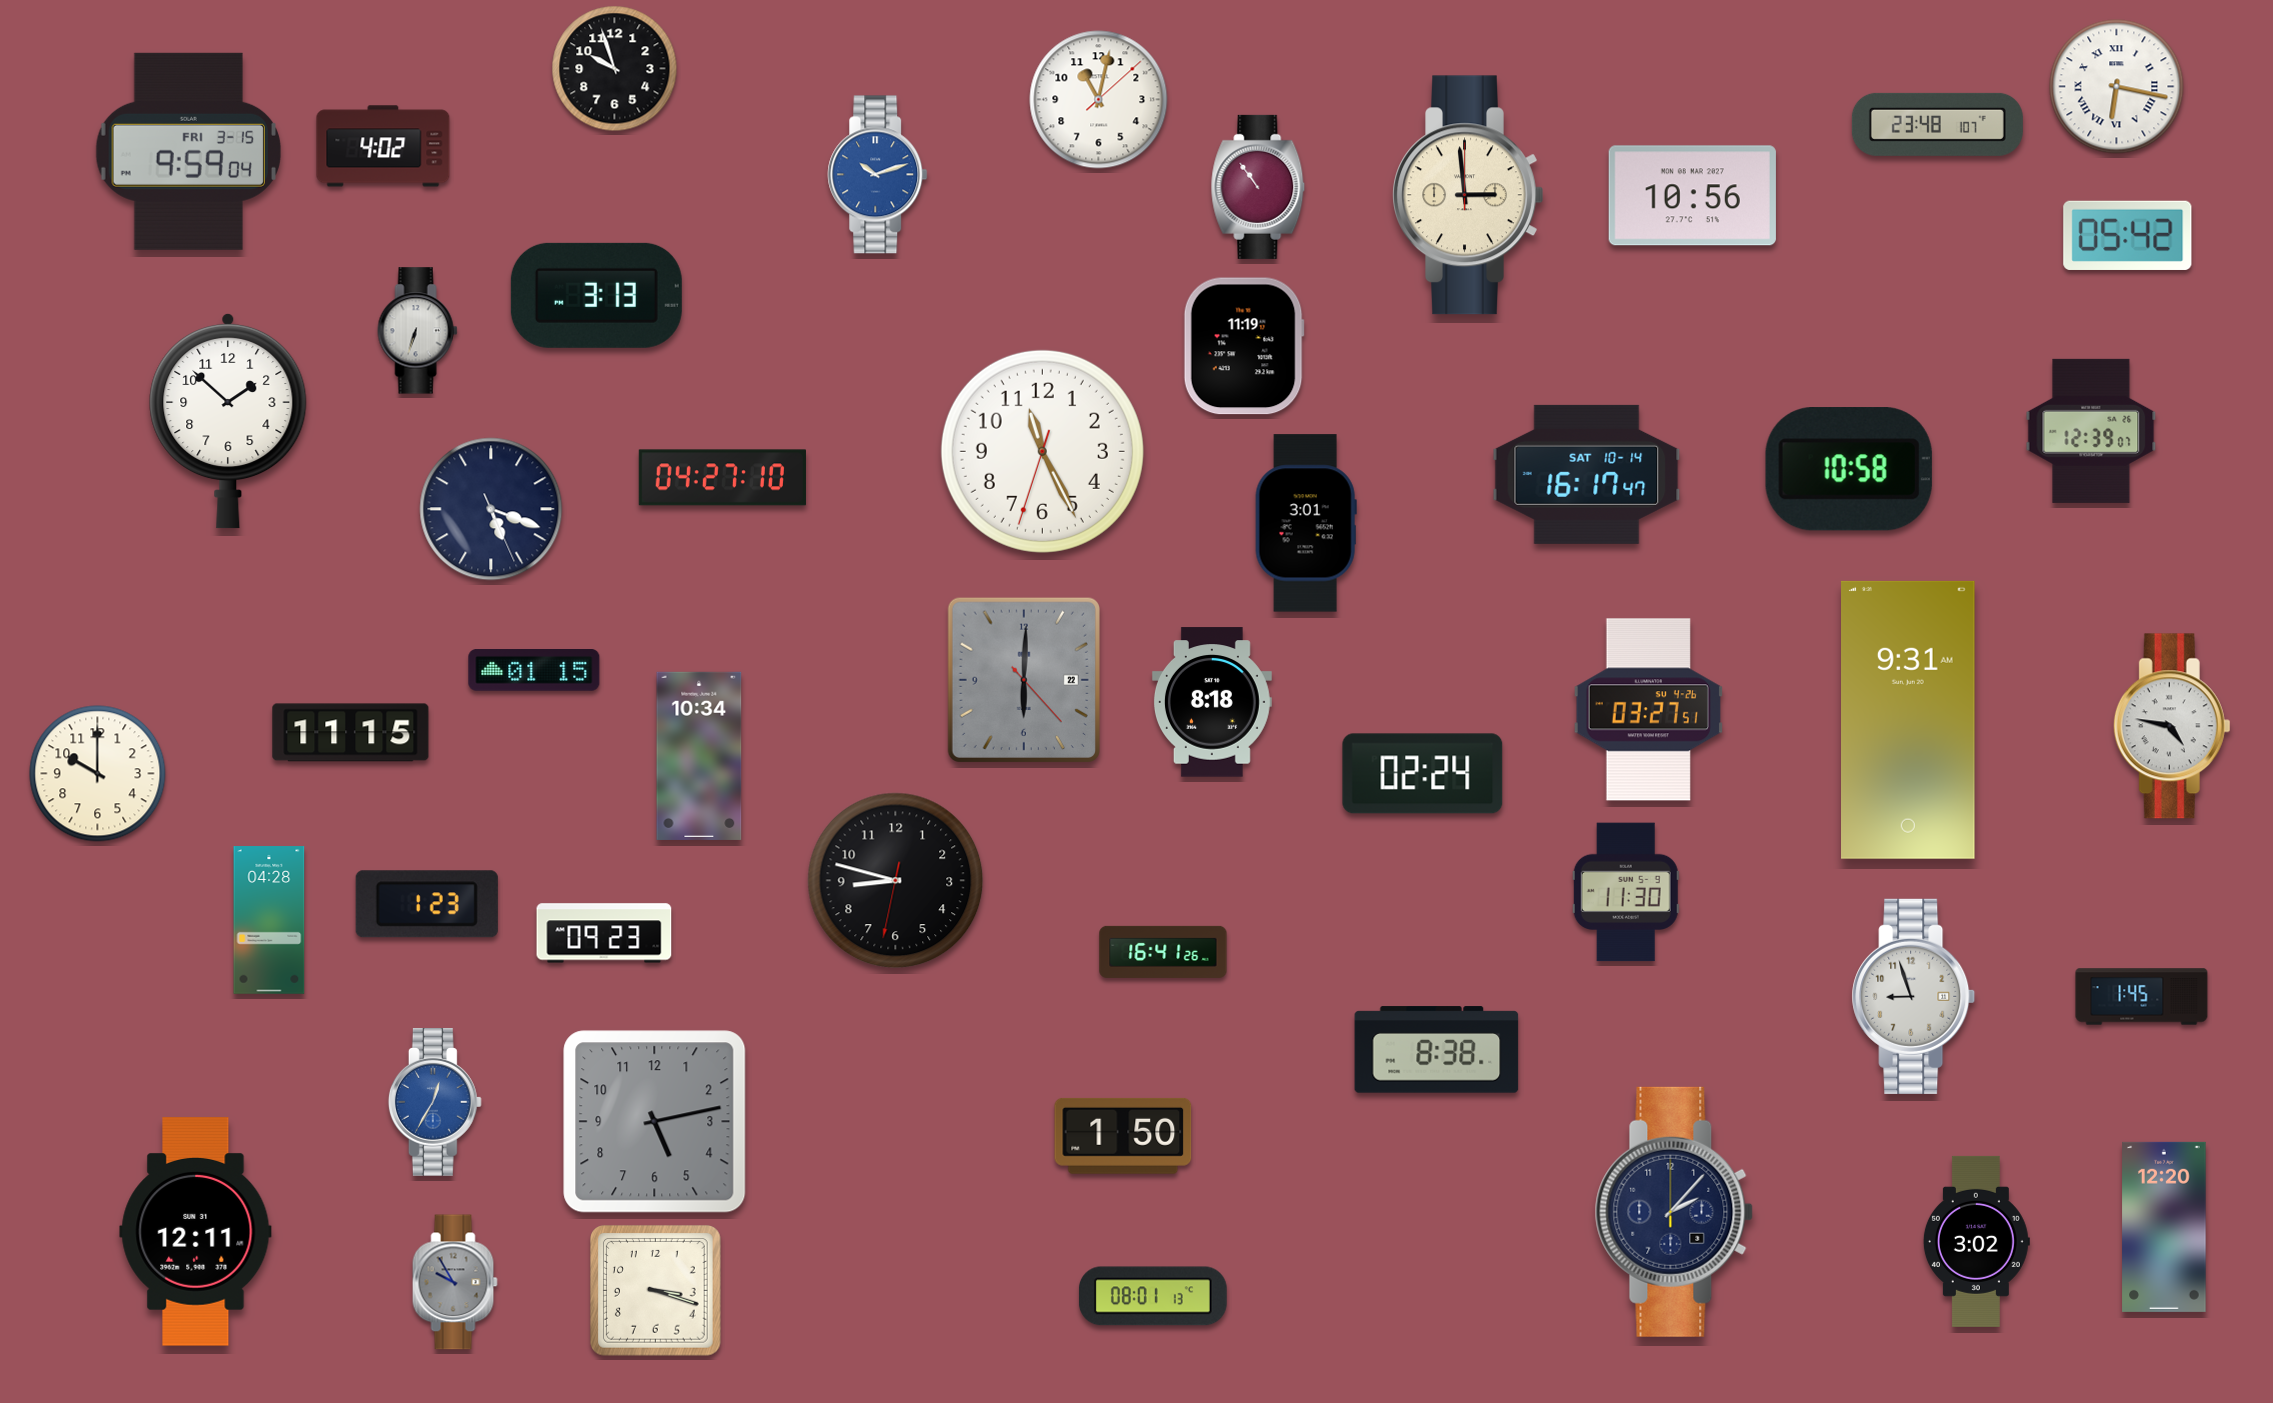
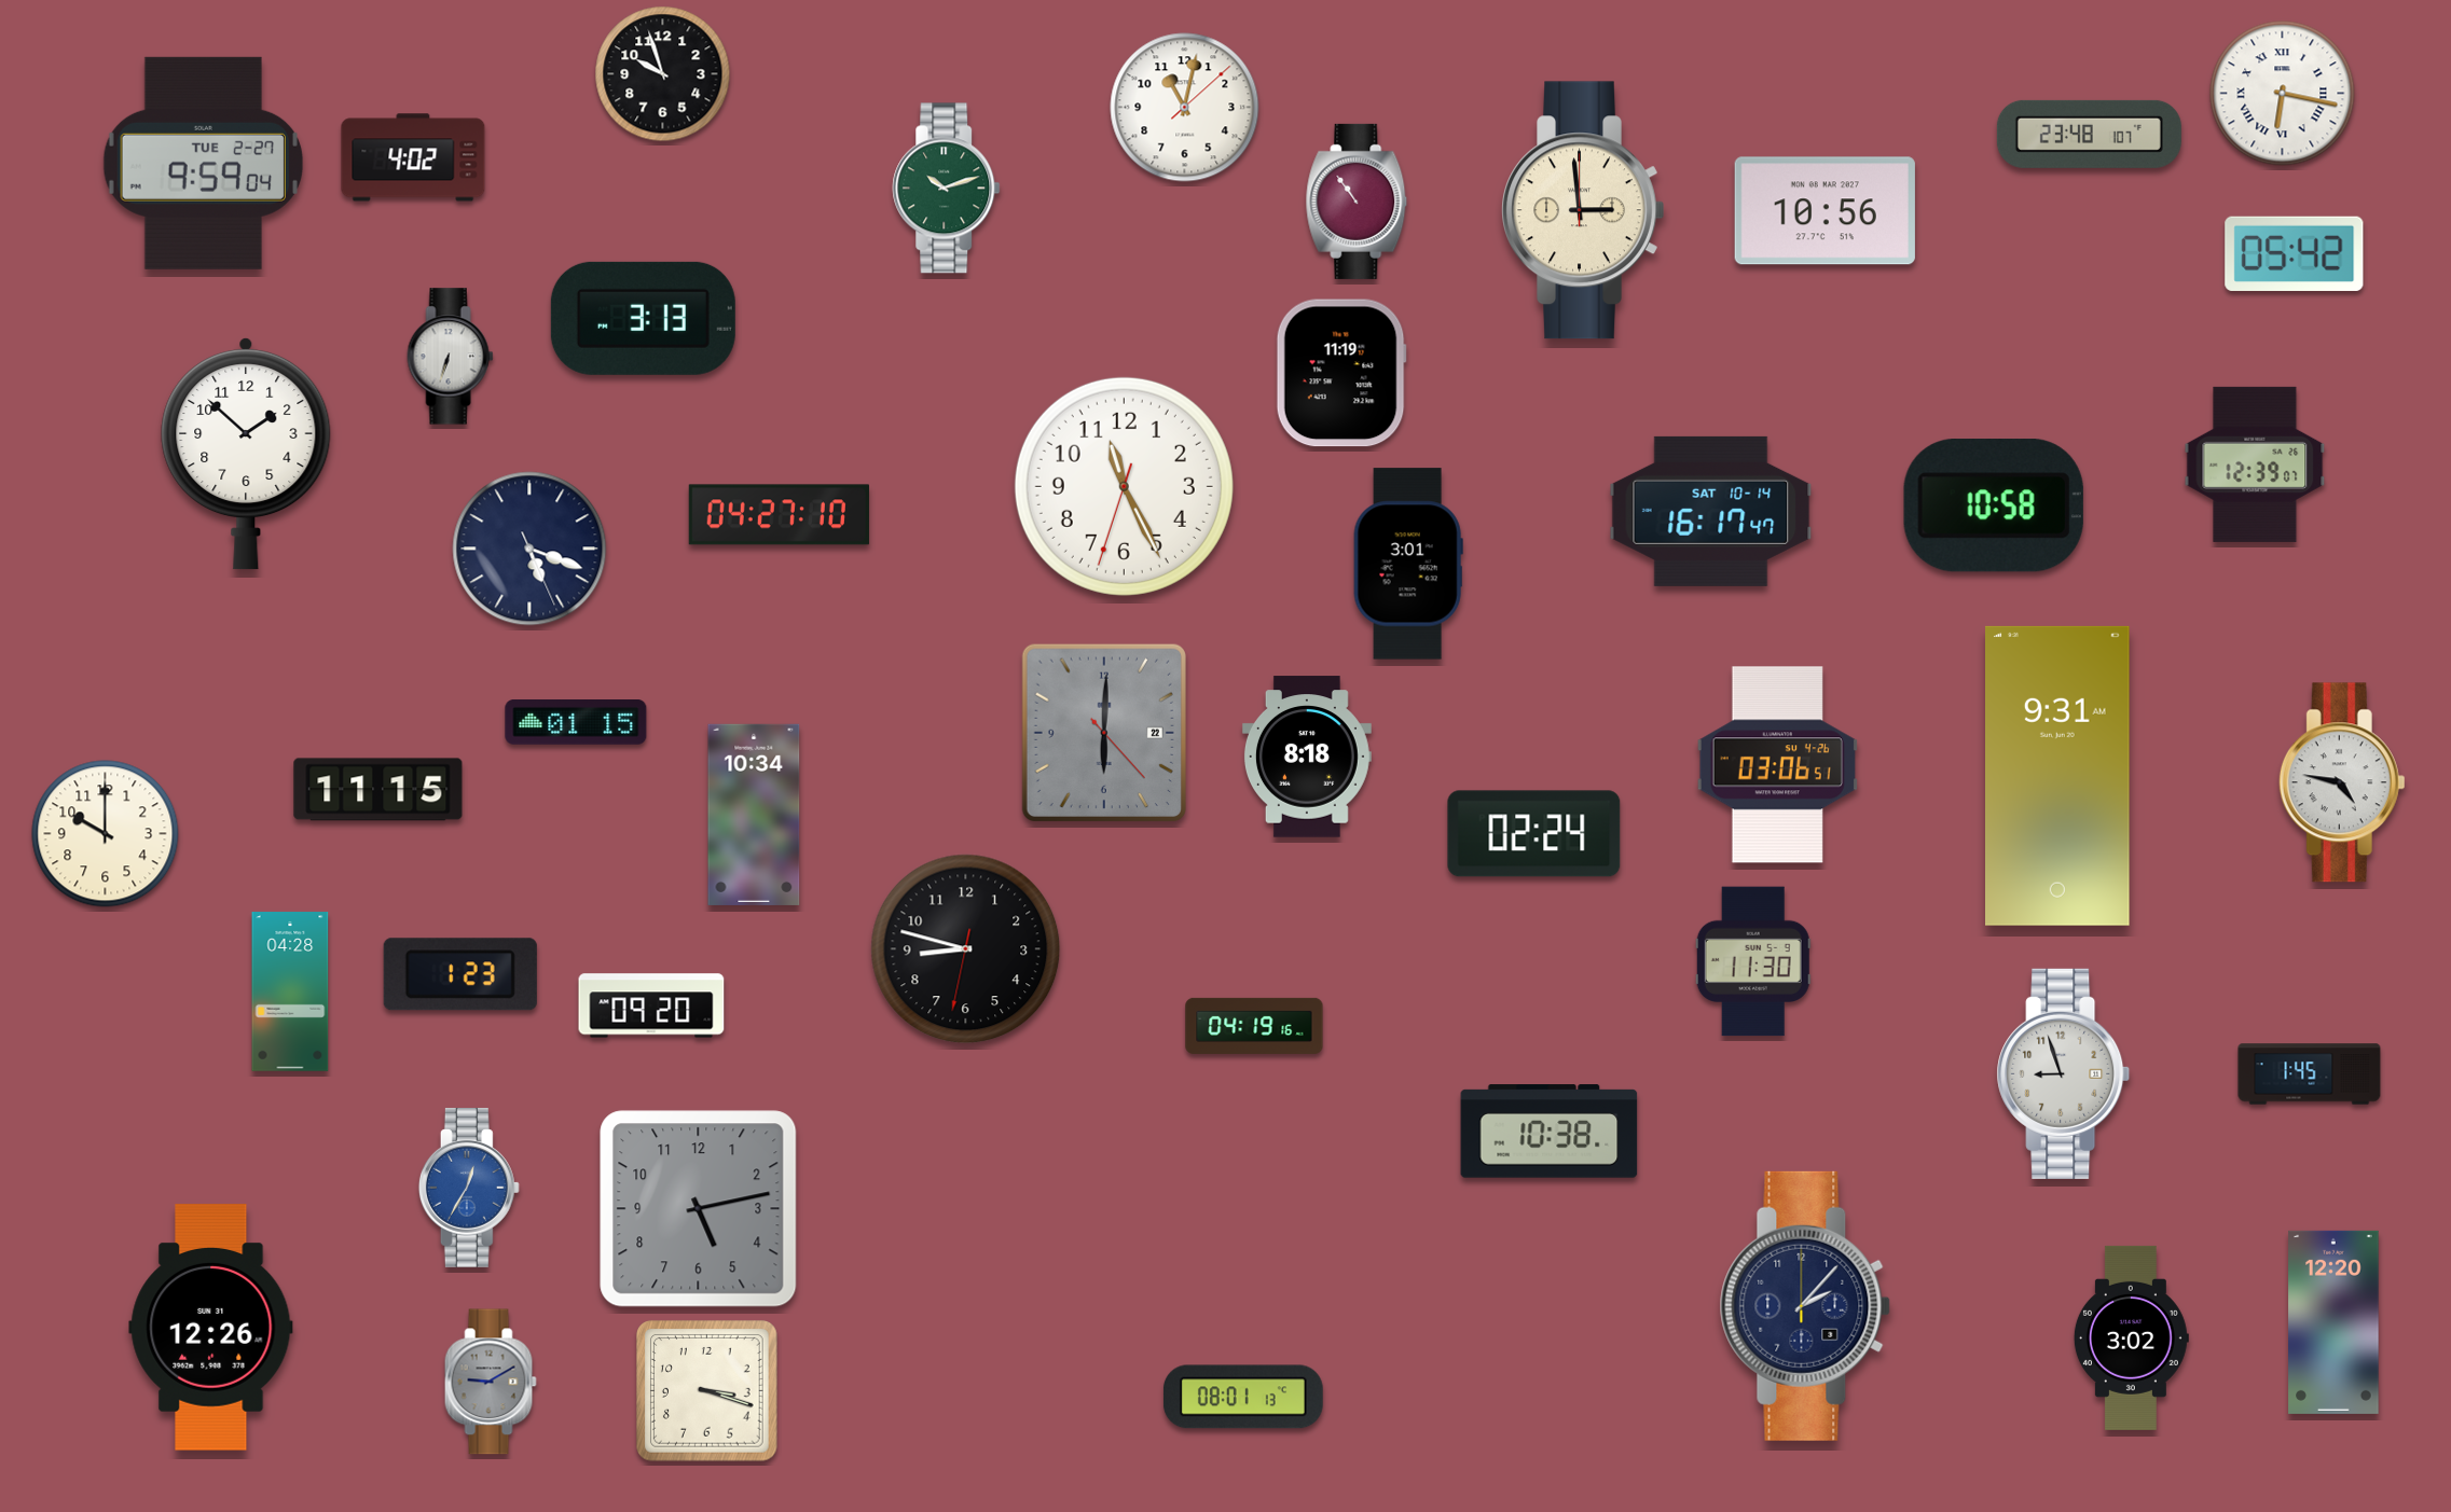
clock at (188, 151) date: FRI 3-15 -> TUE 2-27
clock at (878, 175) dial: blue -> green
clock at (1648, 710): 03:27 -> 03:06
clock at (604, 933): 09:23 -> 09:20
clock at (1163, 952): 16:41 -> 04:19
clock at (1437, 1050): 8:38 -> 10:38
clock at (655, 1122) position: (655, 1122) -> (699, 1209)
clock at (1123, 1136): 1:50 -> none
clock at (196, 1232): 12:11 -> 12:26
clock at (455, 1282): 9:55 -> 9:10
